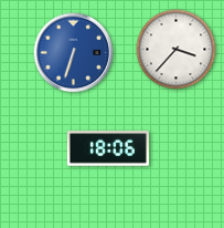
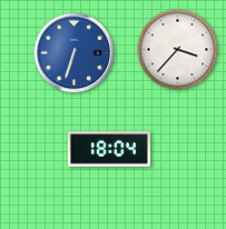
clock at (108, 148): 18:06 -> 18:04
